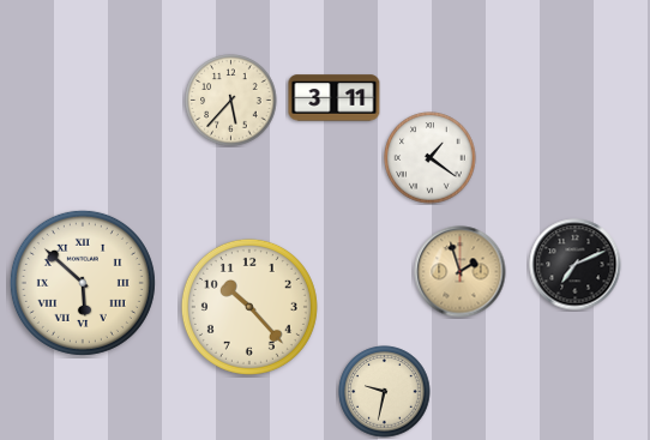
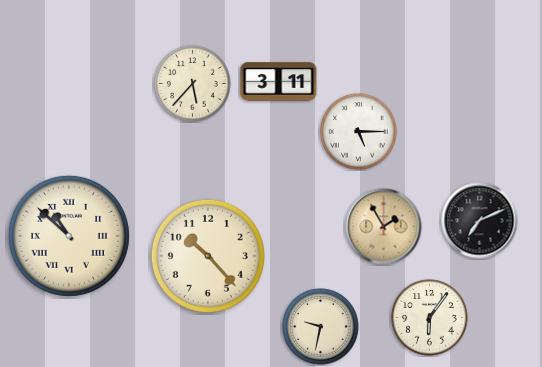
clock at (431, 158): 1:21 -> 5:15
clock at (461, 272): 1:57 -> 1:55
clock at (83, 283): 5:52 -> 10:52
clock at (430, 318): none -> 6:06
